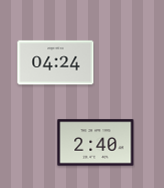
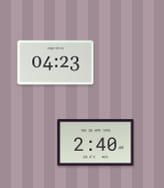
clock at (56, 63): 04:24 -> 04:23
